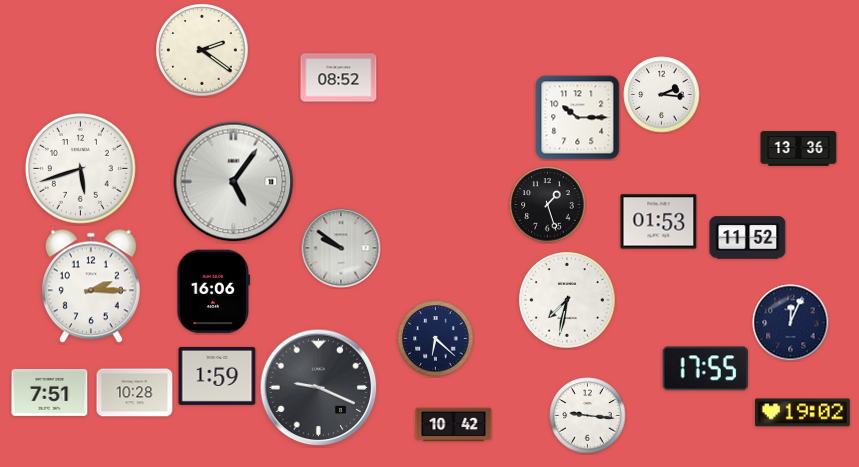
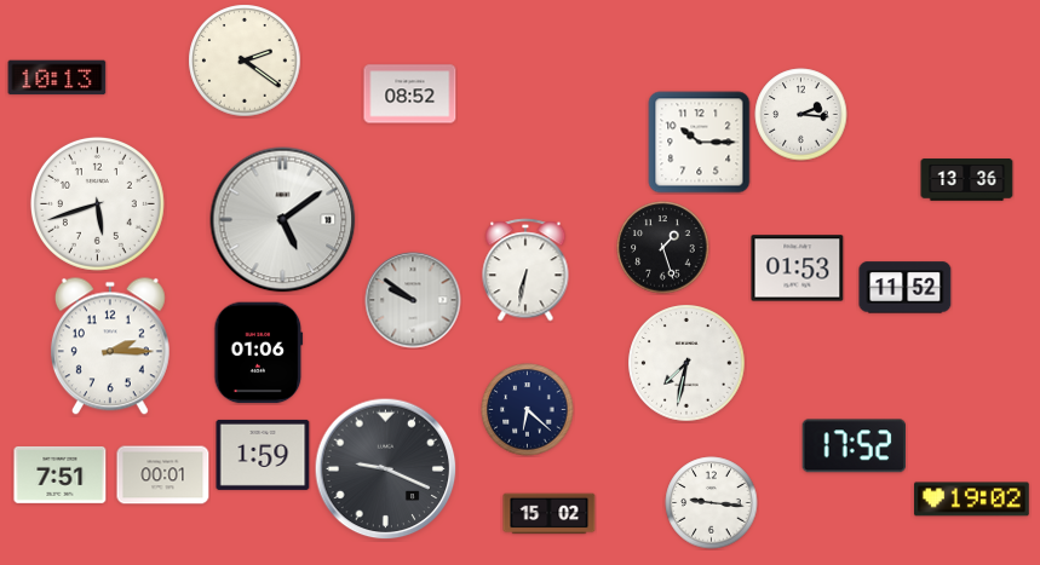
clock at (57, 77): none -> 10:13
clock at (234, 182): 5:06 -> 5:09
clock at (525, 270): none -> 6:32
clock at (214, 292): 16:06 -> 01:06
clock at (791, 323): 12:04 -> none
clock at (705, 369): 17:55 -> 17:52
clock at (135, 393): 10:28 -> 00:01
clock at (454, 425): 10:42 -> 15:02
